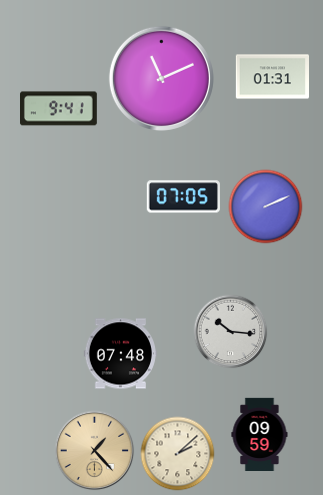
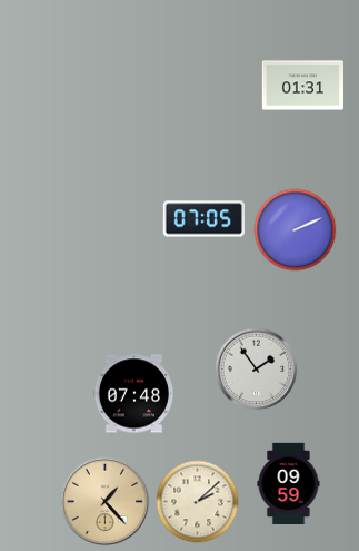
clock at (161, 78): 11:11 -> none
clock at (59, 109): 9:41 -> none
clock at (231, 332): 10:16 -> 1:54
clock at (178, 454) position: (178, 454) -> (198, 502)
